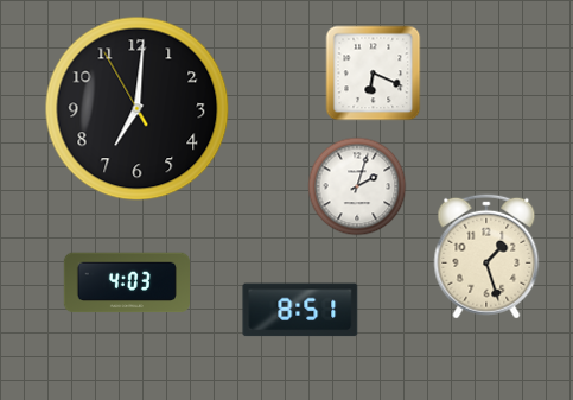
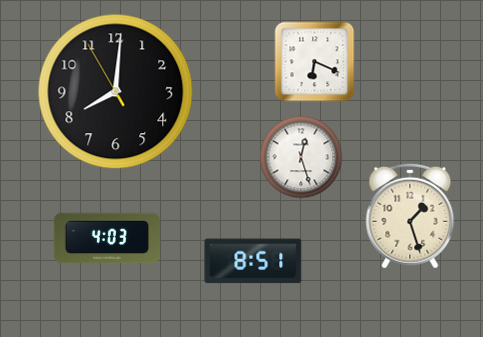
clock at (138, 109): 7:00 -> 8:00
clock at (357, 186): 2:03 -> 12:27
